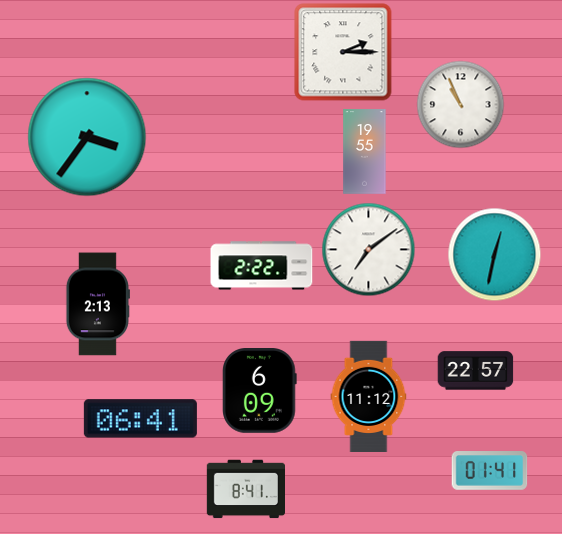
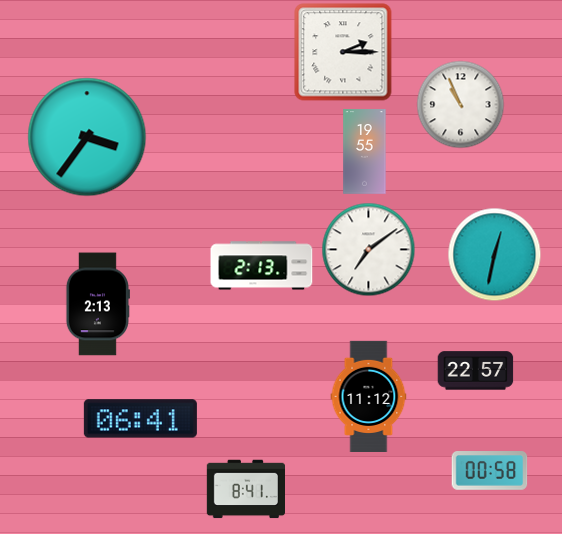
clock at (262, 266): 2:22 -> 2:13
clock at (260, 391): 6:09 -> none
clock at (490, 471): 01:41 -> 00:58
